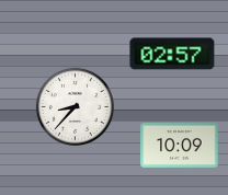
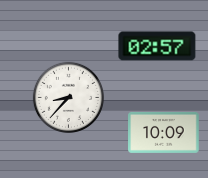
clock at (172, 54) position: (172, 54) -> (157, 46)
